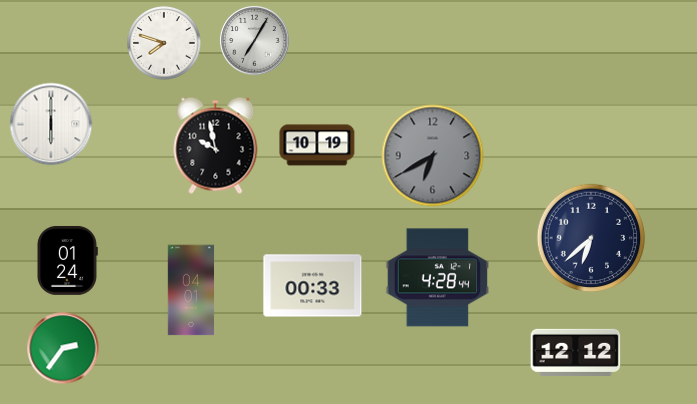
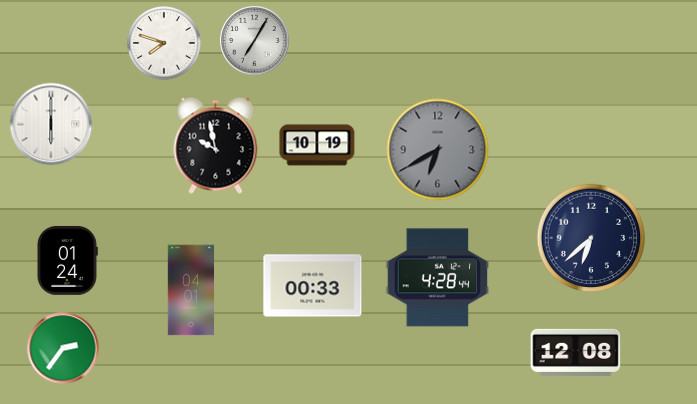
clock at (433, 156) position: (433, 156) -> (438, 150)
clock at (576, 352): 12:12 -> 12:08
